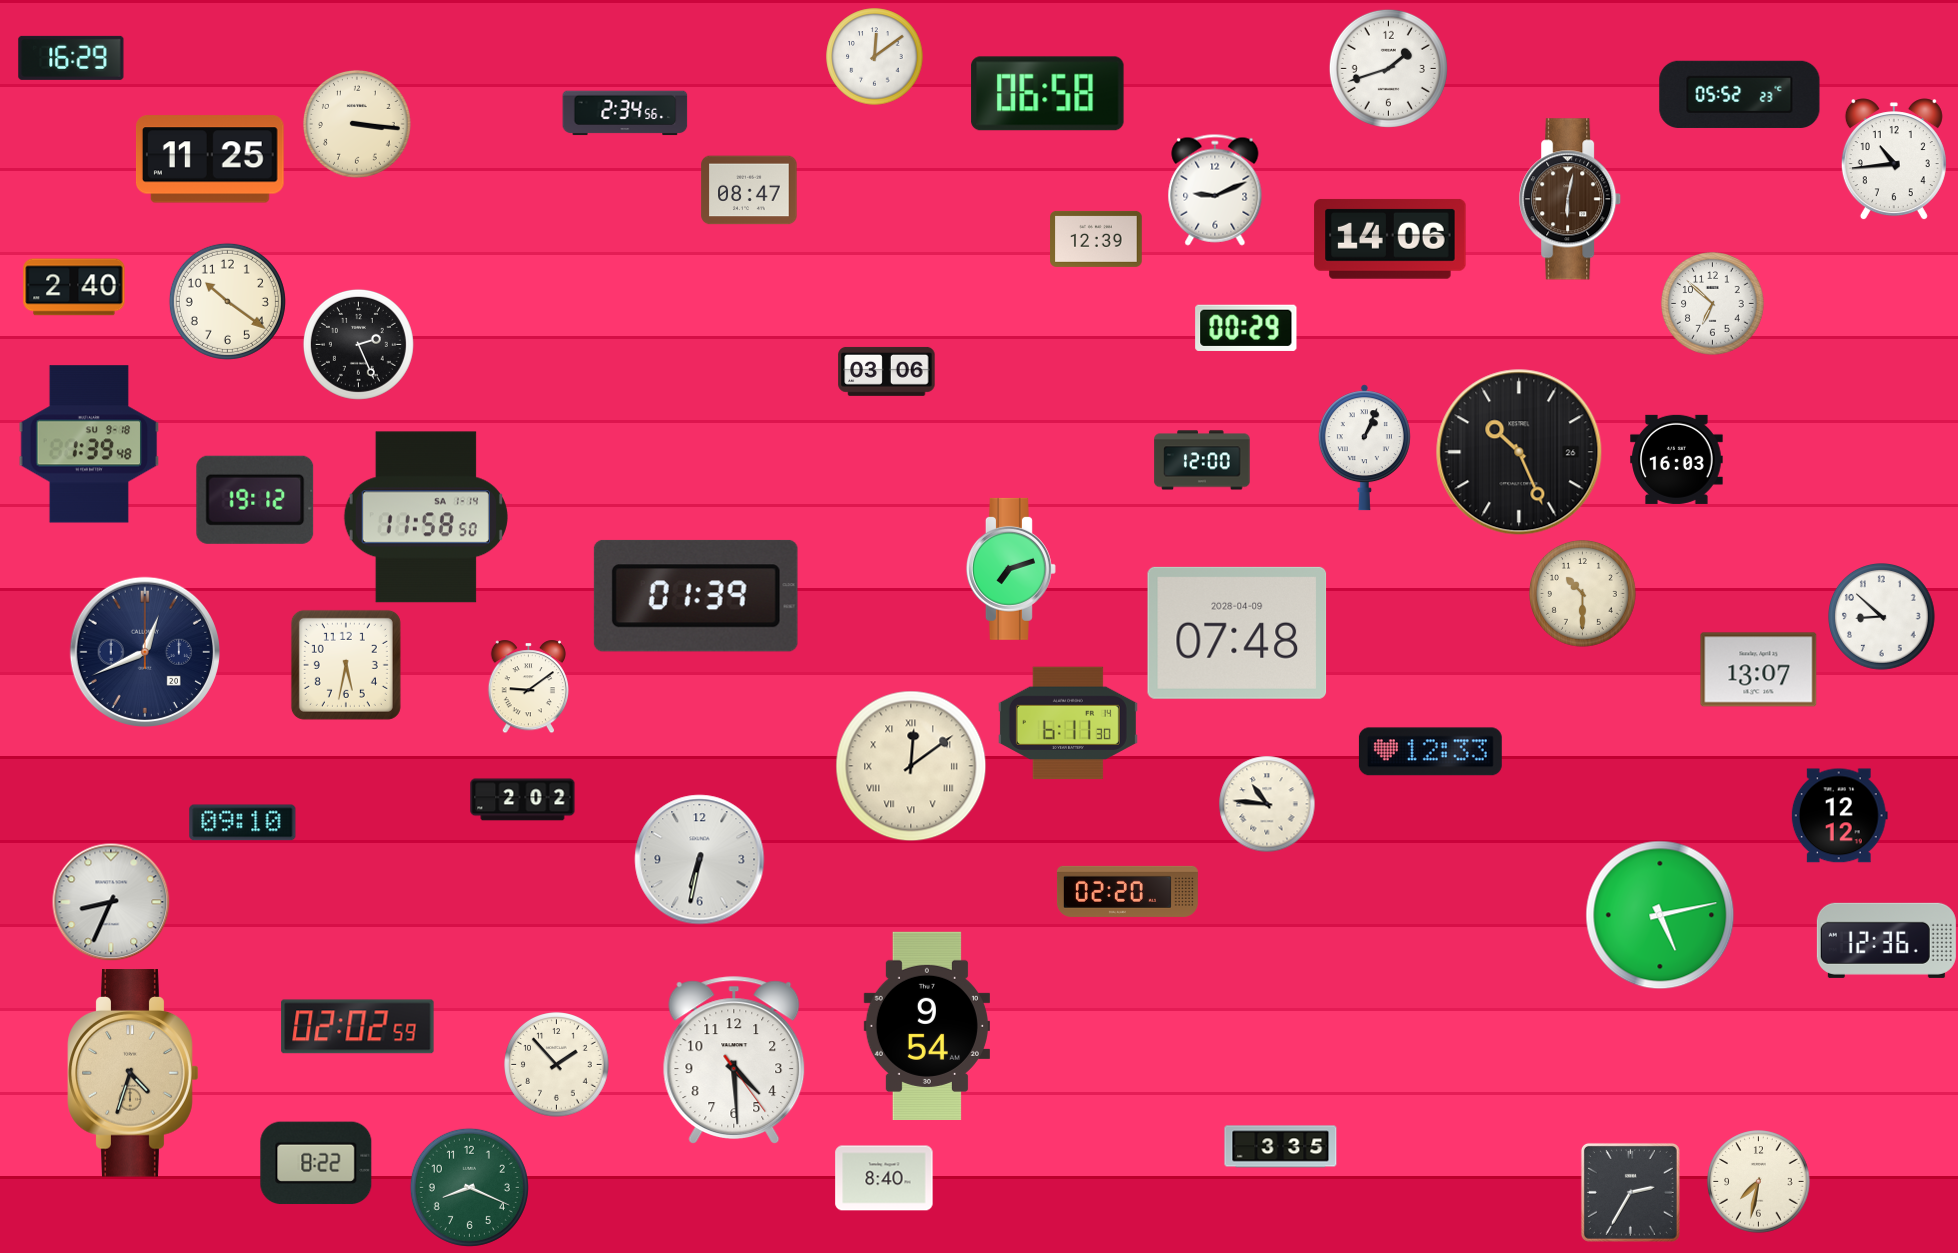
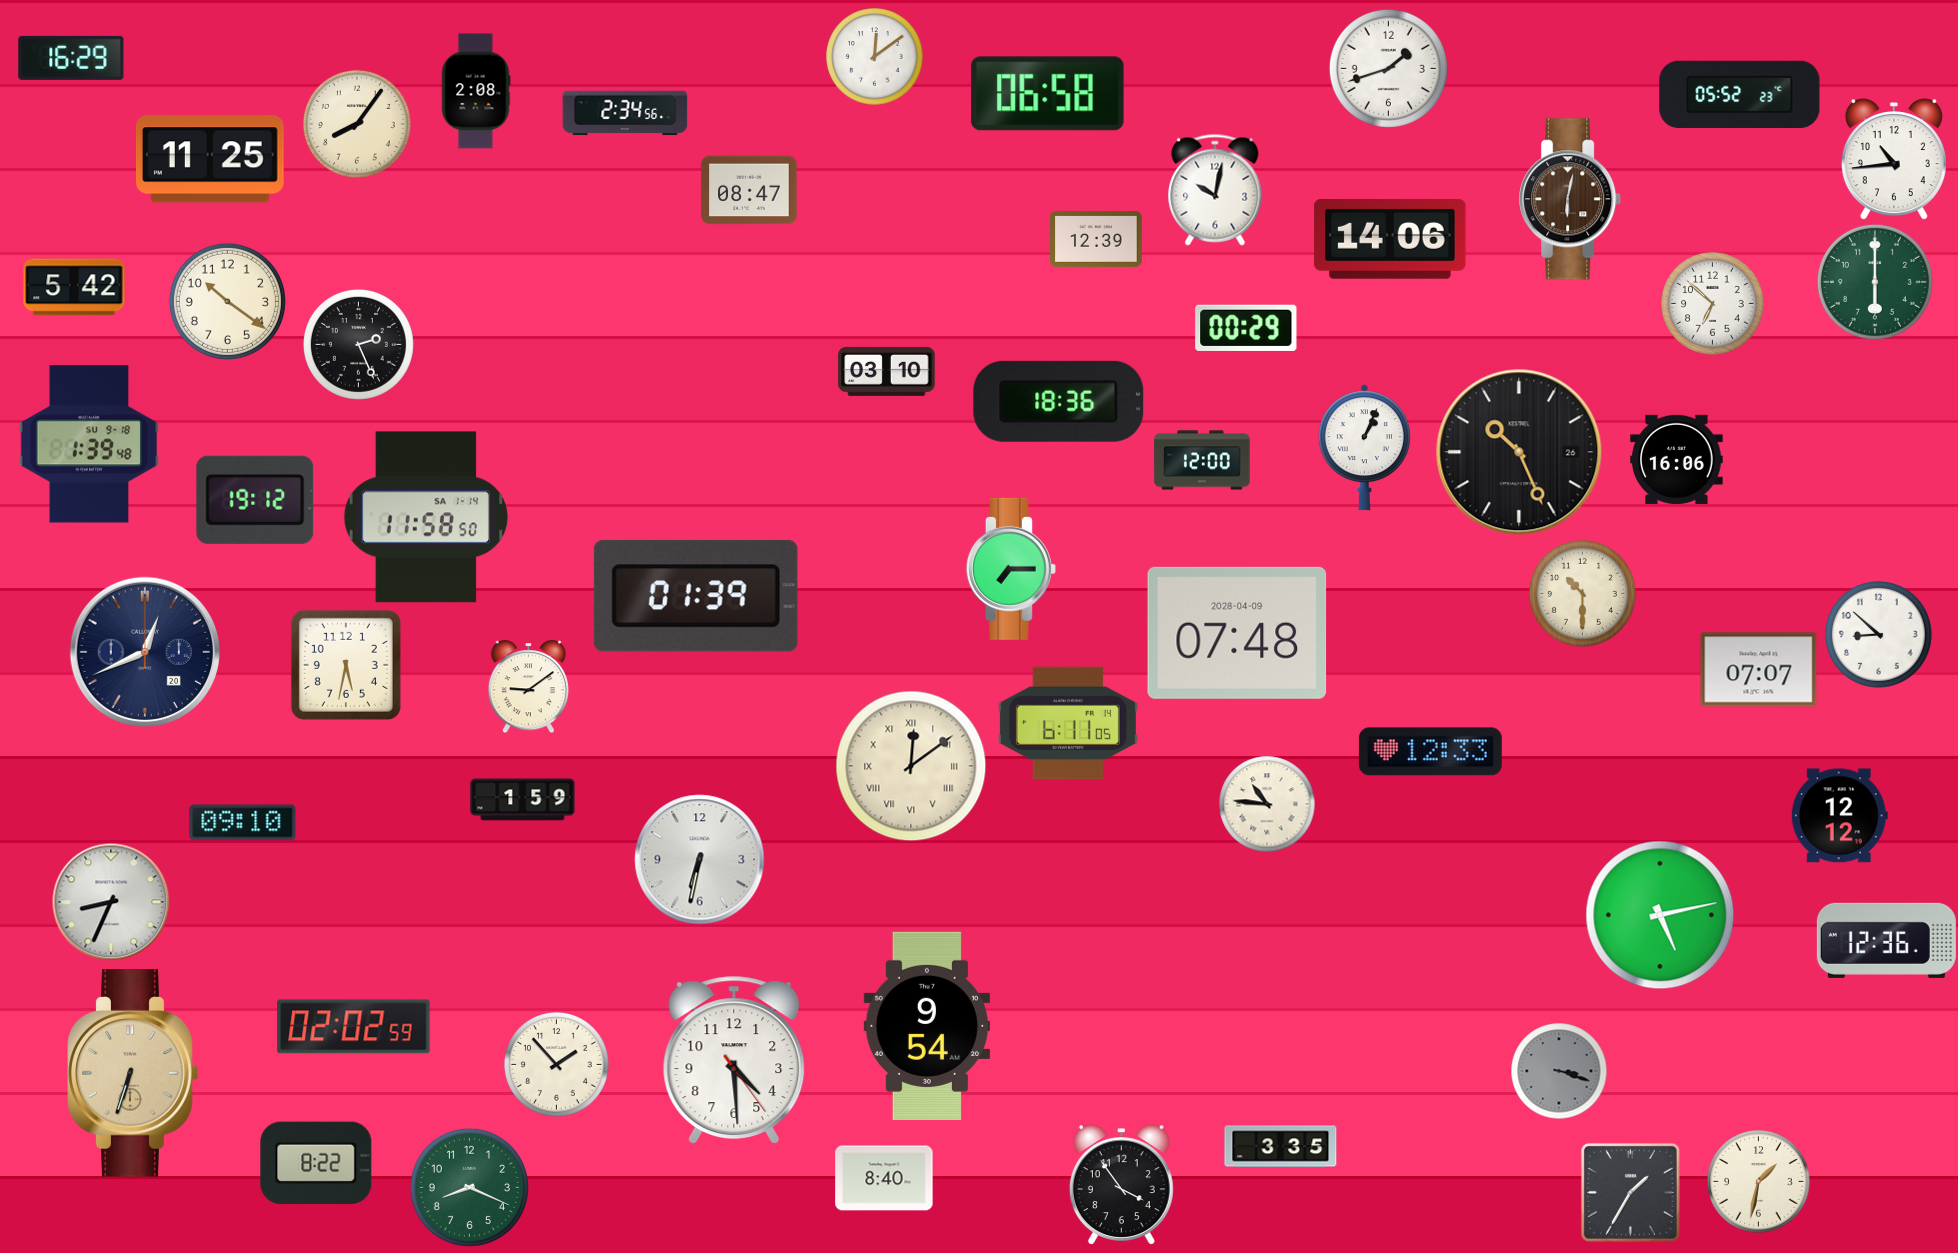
clock at (476, 91): none -> 2:08
clock at (357, 124): 3:16 -> 8:06
clock at (1215, 190): 9:11 -> 10:02
clock at (1875, 282): none -> 6:00
clock at (74, 287): 2:40 -> 5:42
clock at (887, 371): 03:06 -> 03:10
clock at (1059, 401): none -> 18:36
clock at (1677, 459): 16:03 -> 16:06
clock at (1011, 569): 7:12 -> 7:15
clock at (1882, 617) position: (1882, 617) -> (1879, 635)
clock at (1759, 670): 13:07 -> 07:07
clock at (1068, 723): 6:11:30 -> 6:11:05
clock at (523, 800): 2:02 -> 1:59
clock at (1127, 891): 02:20 -> none
clock at (358, 1027) position: (358, 1027) -> (354, 1027)
clock at (1559, 1071): none -> 3:18
clock at (133, 1073): 4:33 -> 6:33
clock at (1759, 1182): 7:32 -> 1:32
clock at (1121, 1185): none -> 3:54
clock at (1630, 1192): 2:35 -> 1:35
